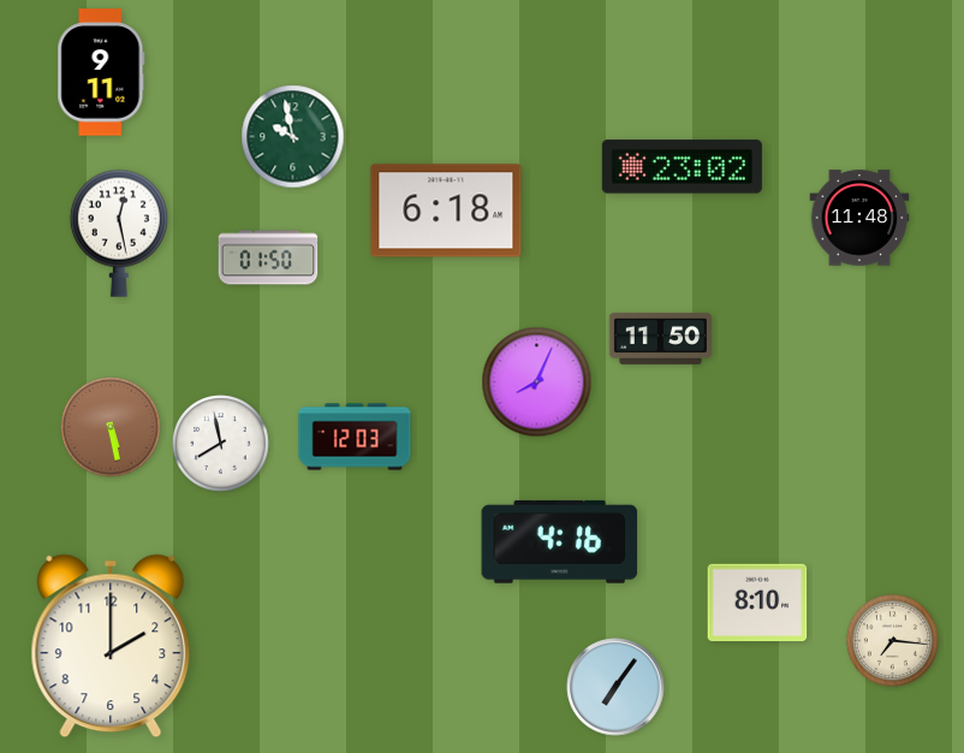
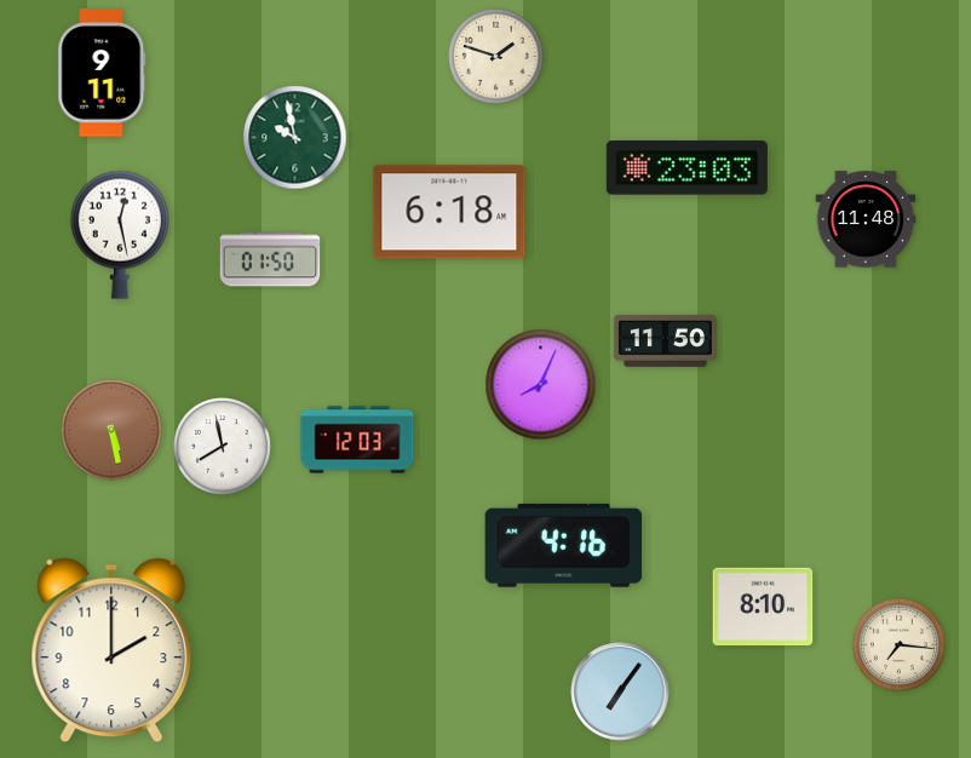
clock at (495, 56): none -> 1:48
clock at (682, 167): 23:02 -> 23:03
